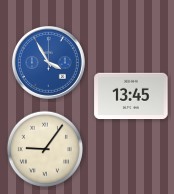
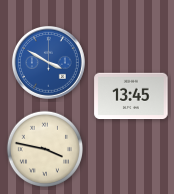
clock at (48, 62): 3:55 -> 3:50
clock at (44, 148): 9:06 -> 3:47
